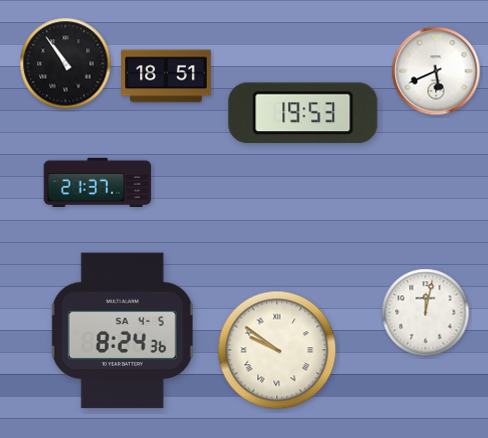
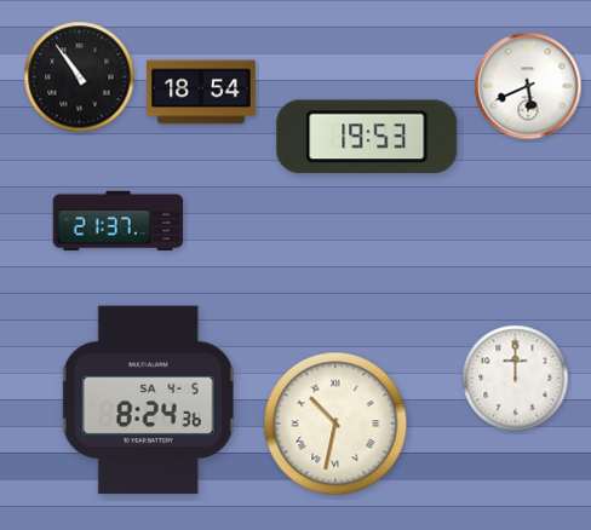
clock at (166, 76): 18:51 -> 18:54
clock at (426, 313): 12:02 -> 12:00
clock at (277, 350): 9:51 -> 10:32
